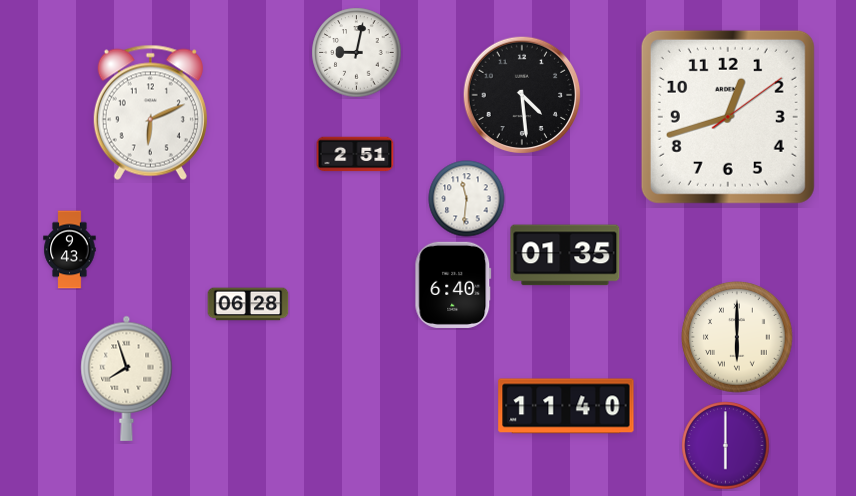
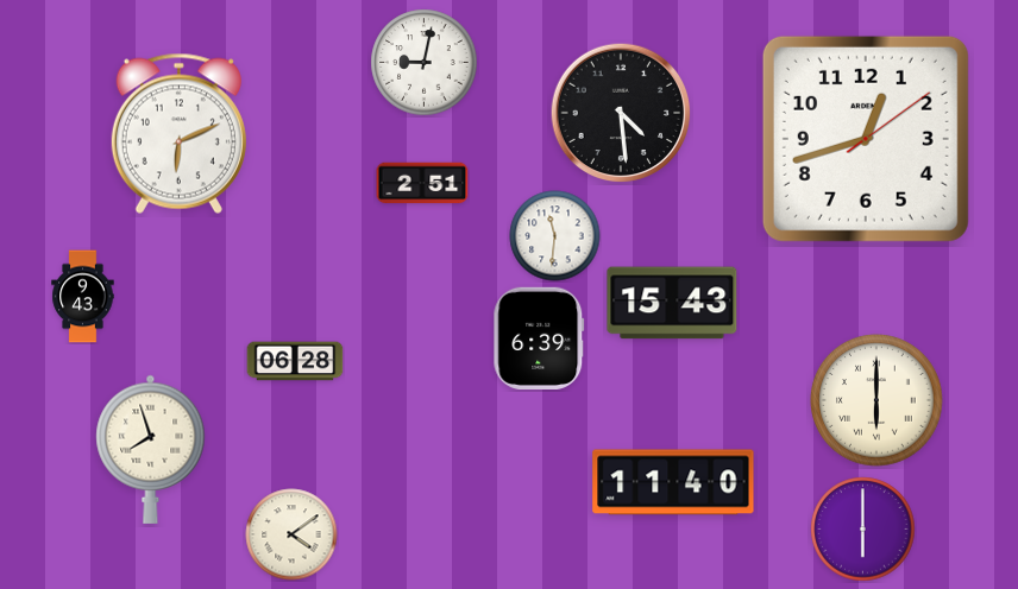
clock at (565, 255): 01:35 -> 15:43
clock at (453, 285): 6:40 -> 6:39
clock at (291, 534): none -> 4:09
